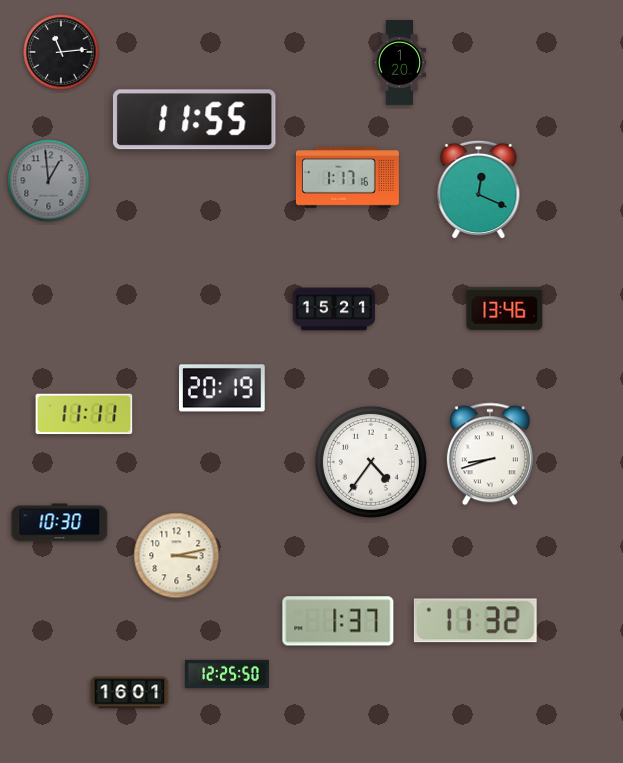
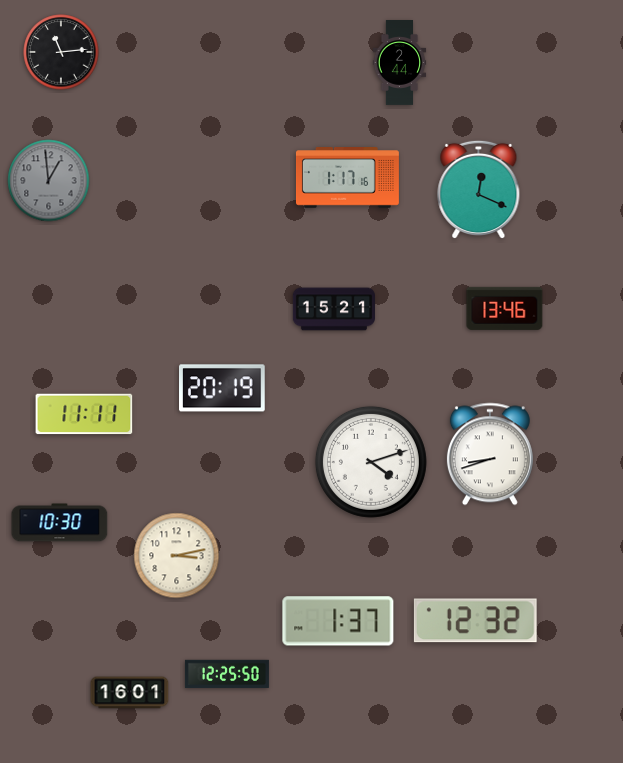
clock at (400, 63): 1:20 -> 2:44
clock at (194, 120): 11:55 -> none
clock at (371, 462): 4:36 -> 4:12
clock at (475, 621): 11:32 -> 12:32
